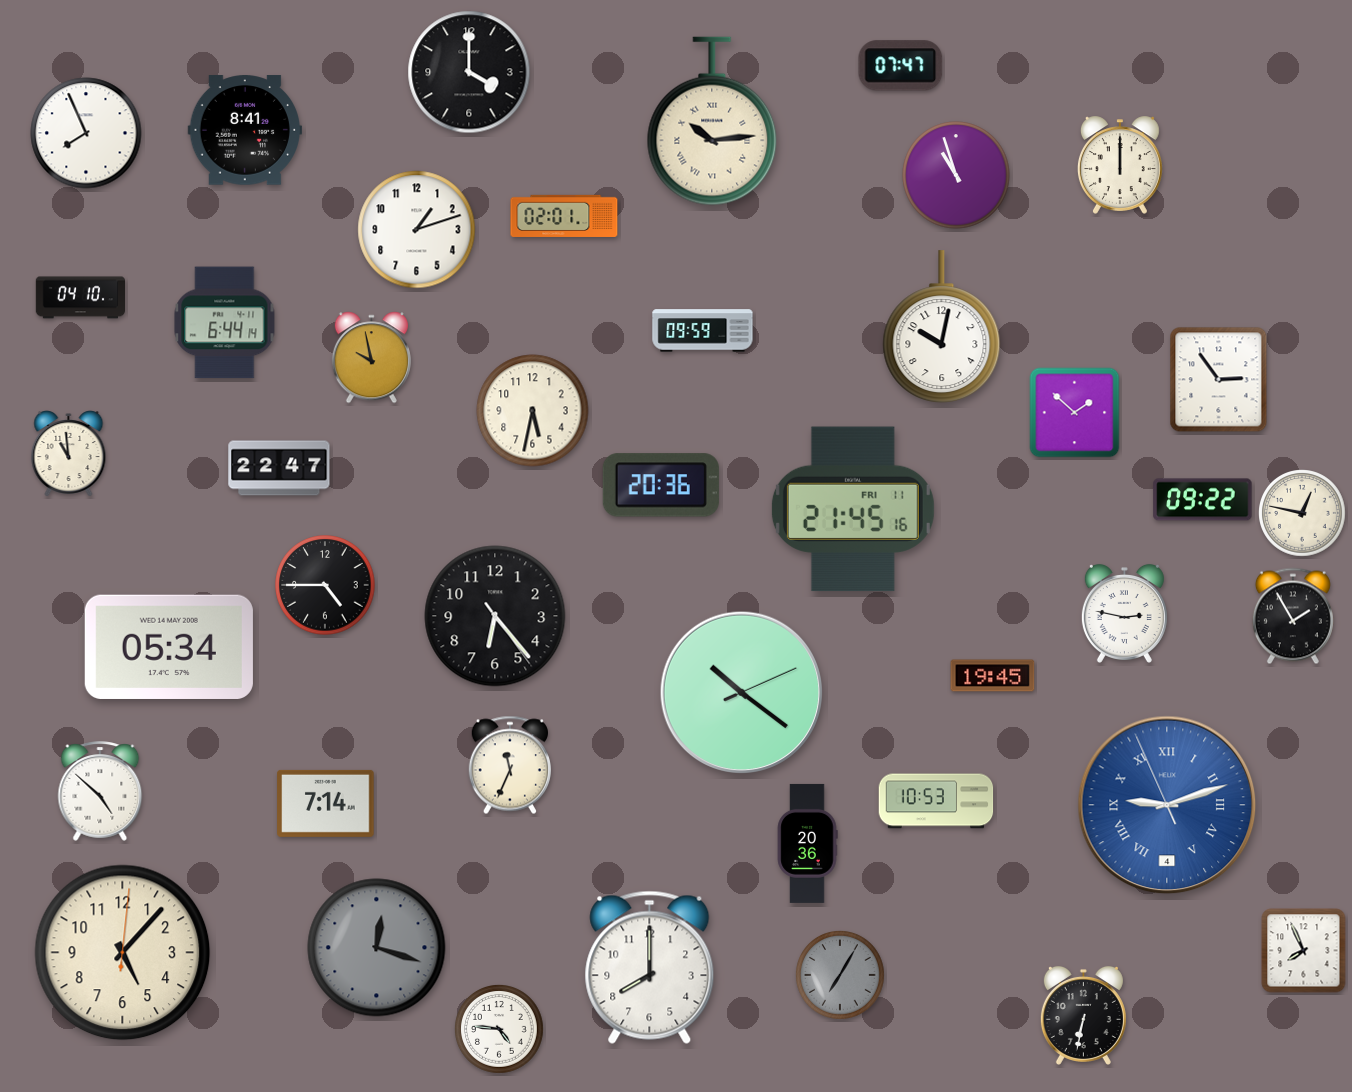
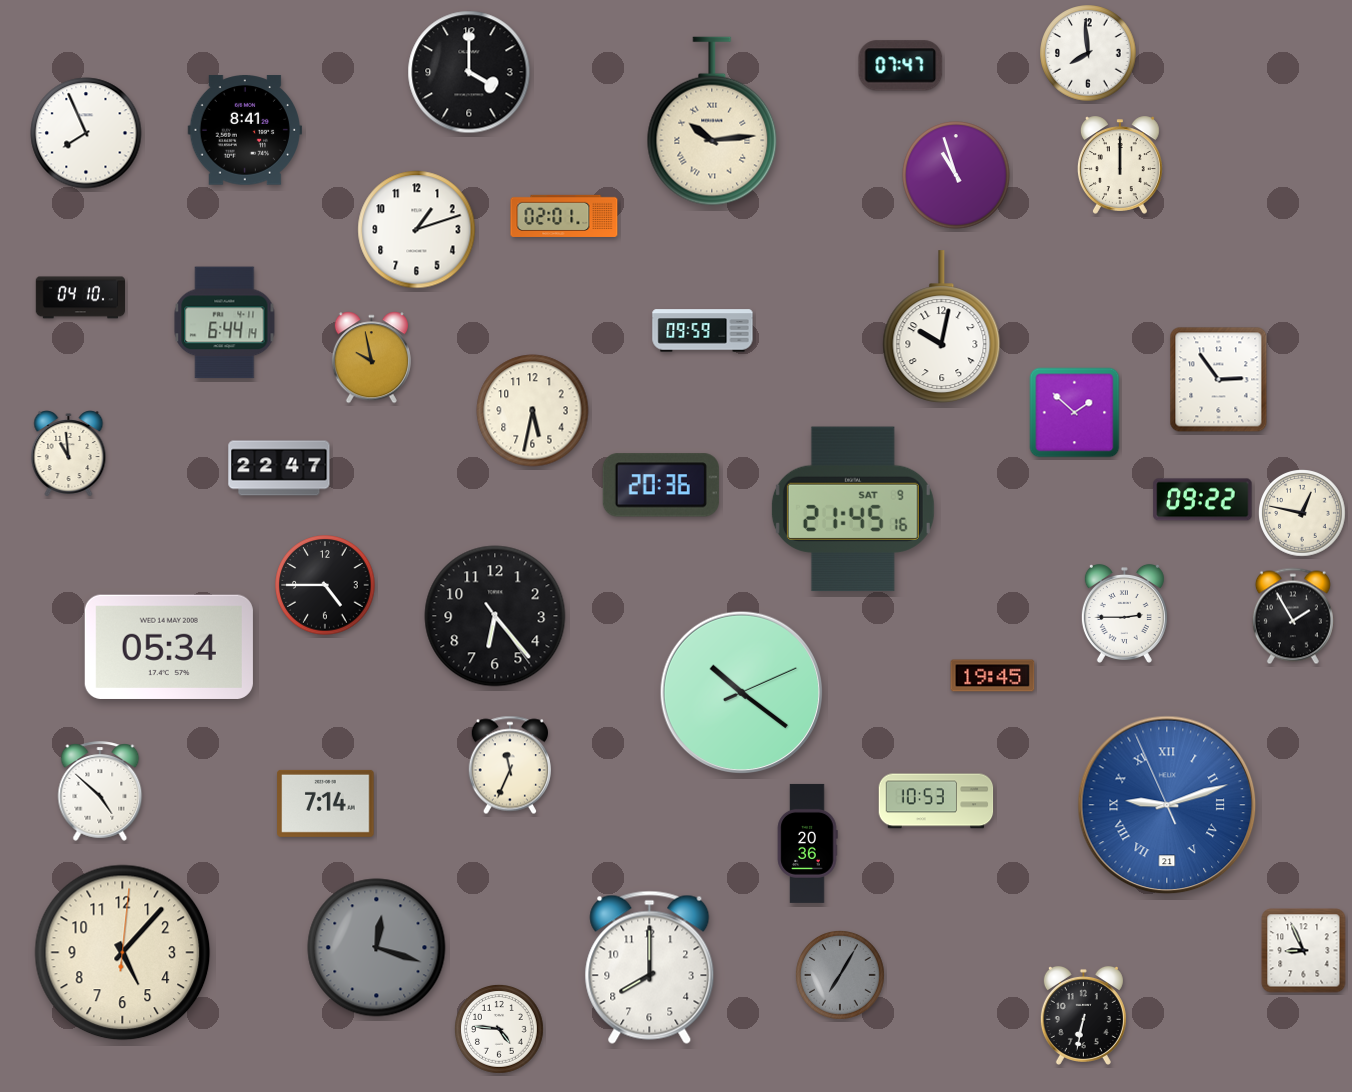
clock at (1088, 53): none -> 7:59
clock at (853, 509) date: FRI 11 -> SAT 9
clock at (1124, 613): 2:47 -> 2:45
clock at (1167, 805) date: 4 -> 21
clock at (1304, 951): 7:56 -> 8:56
